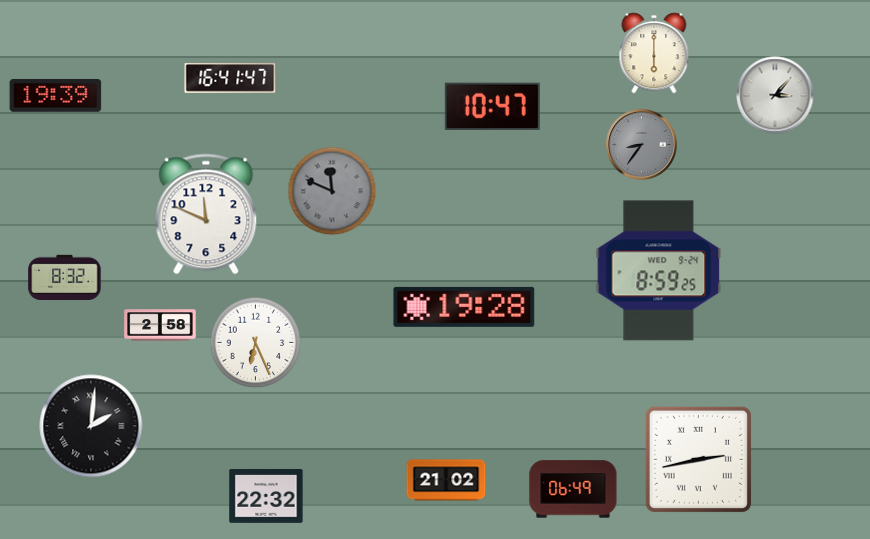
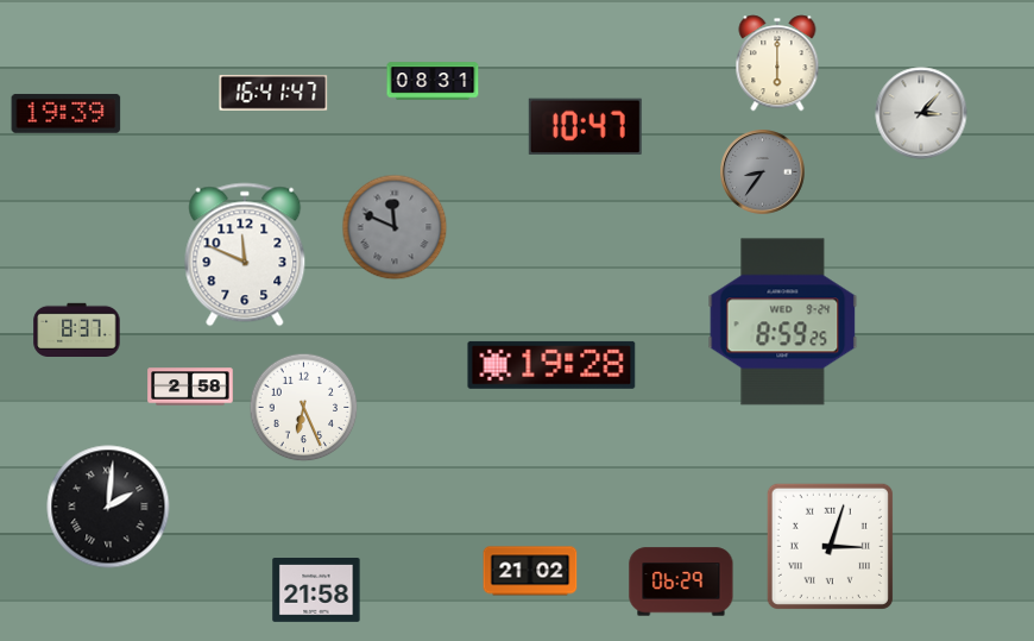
clock at (433, 81): none -> 08:31
clock at (65, 277): 8:32 -> 8:37
clock at (698, 459): 2:43 -> 3:03
clock at (573, 489): 06:49 -> 06:29
clock at (266, 497): 22:32 -> 21:58
